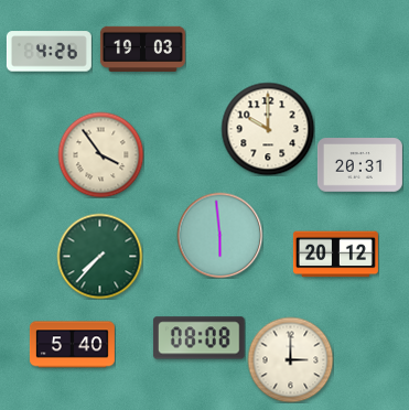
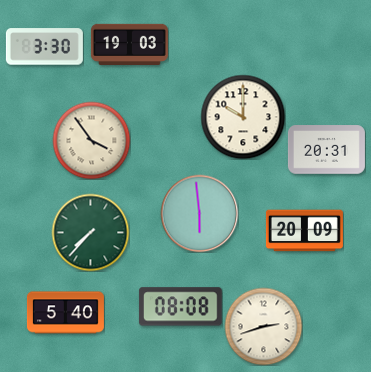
clock at (49, 52): 4:26 -> 3:30
clock at (335, 255): 20:12 -> 20:09
clock at (290, 359): 3:00 -> 2:42
